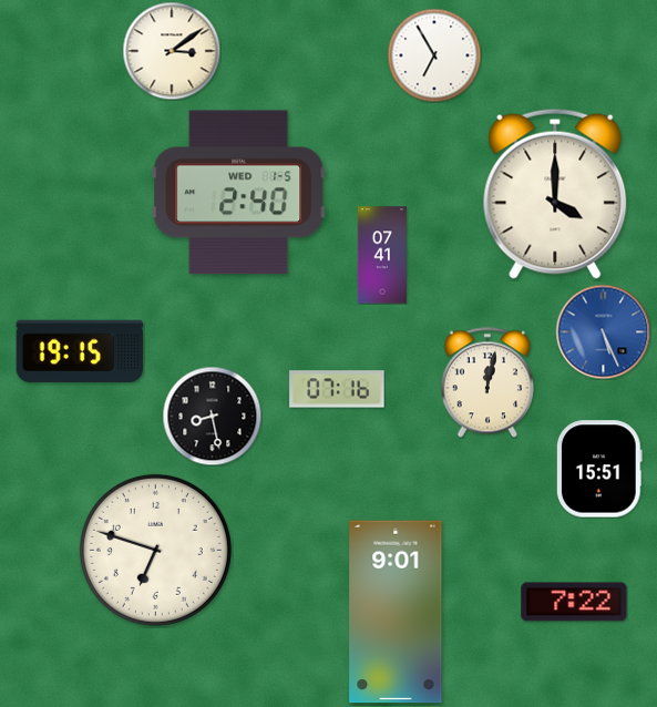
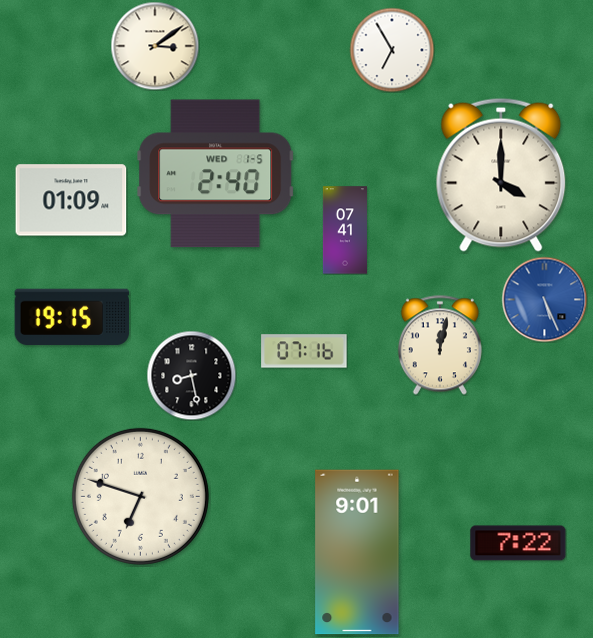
clock at (71, 200): none -> 01:09
clock at (599, 469): 15:51 -> none
